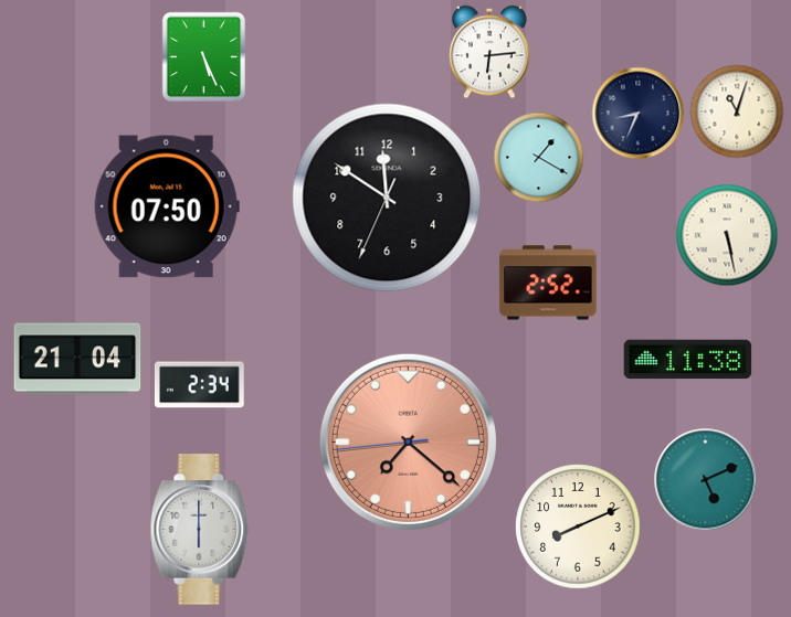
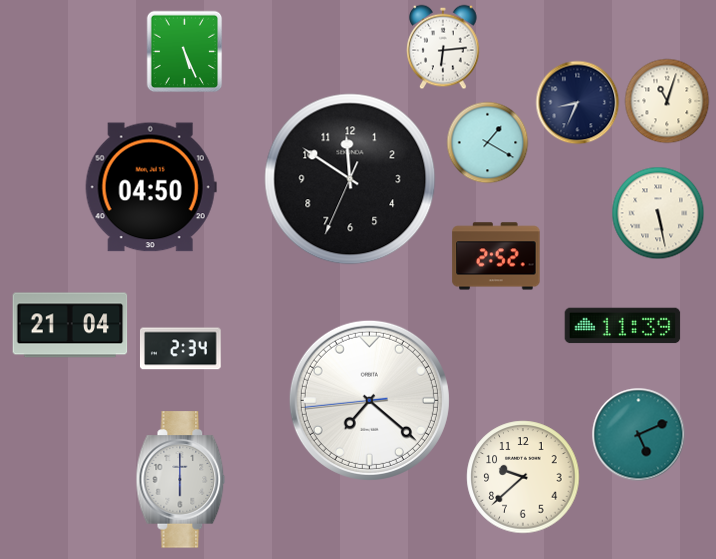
clock at (167, 206): 07:50 -> 04:50
clock at (688, 360): 11:38 -> 11:39
clock at (408, 442) dial: salmon -> white
clock at (578, 526): 8:11 -> 9:38
